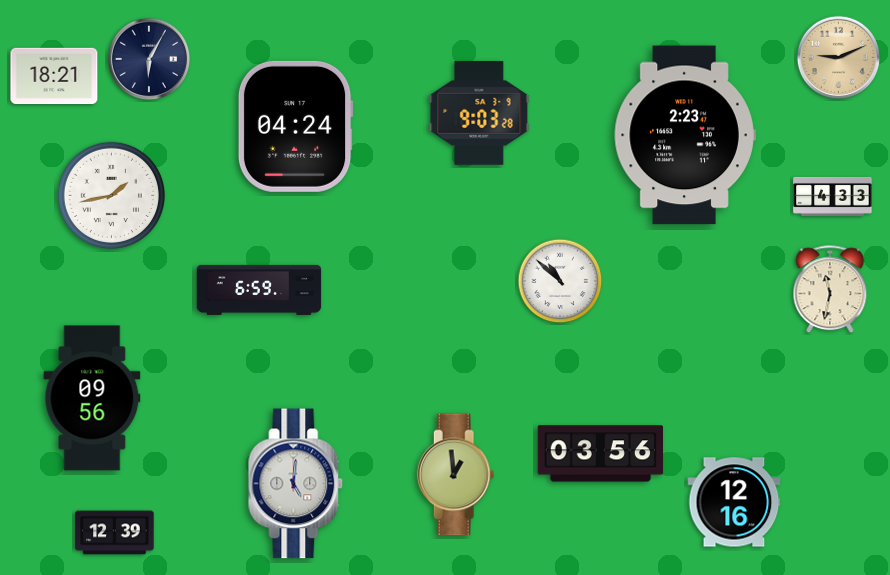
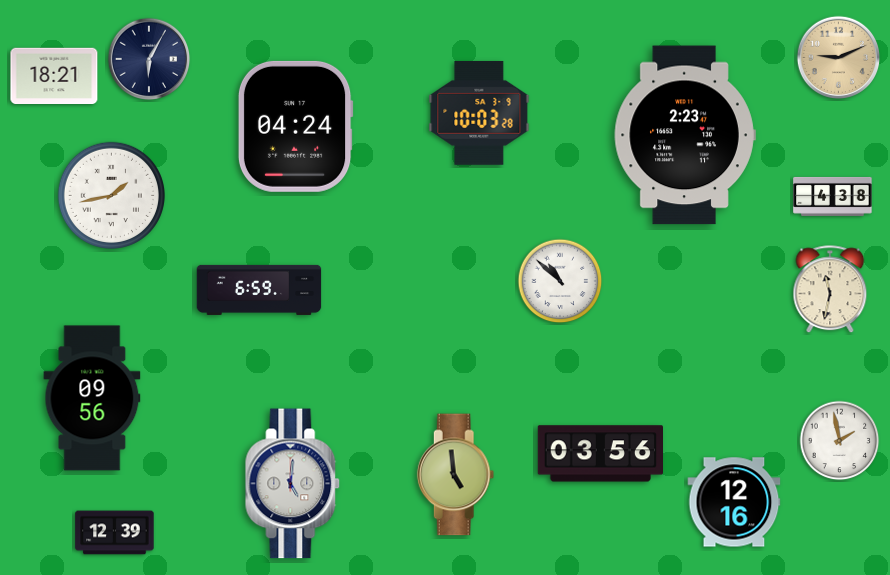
clock at (479, 113): 9:03 -> 10:03
clock at (833, 196): 4:33 -> 4:38
clock at (840, 441): none -> 1:58
clock at (456, 475): 12:59 -> 4:59
clock at (296, 484) position: (296, 484) -> (293, 484)
